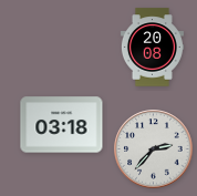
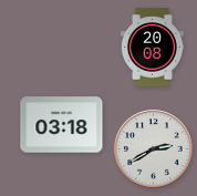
clock at (154, 149): 2:37 -> 2:40
